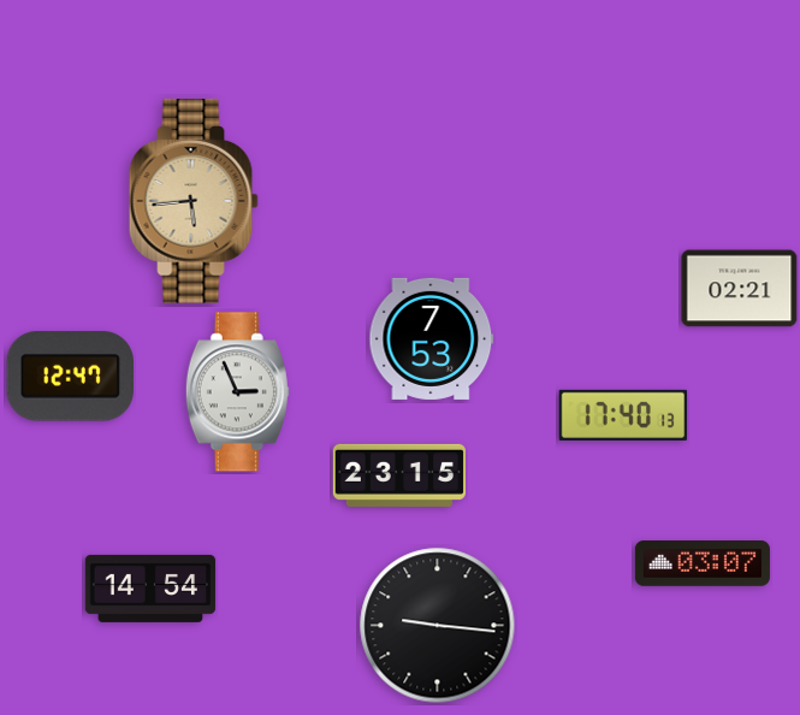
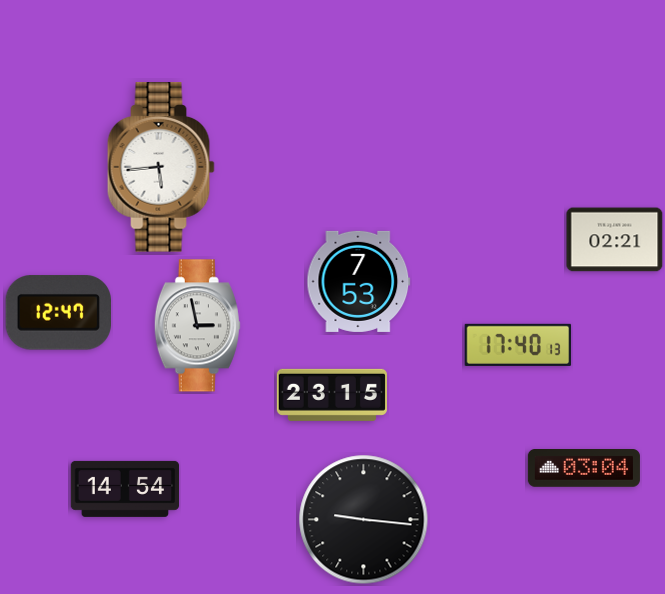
clock at (194, 201) dial: champagne -> white
clock at (237, 392): 2:56 -> 2:58
clock at (703, 565): 03:07 -> 03:04
